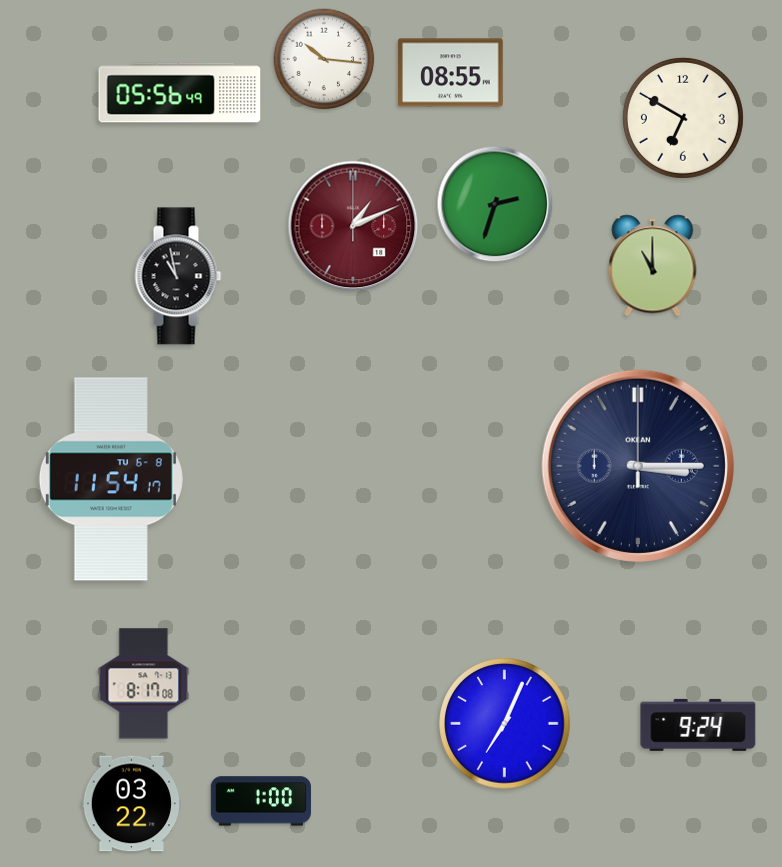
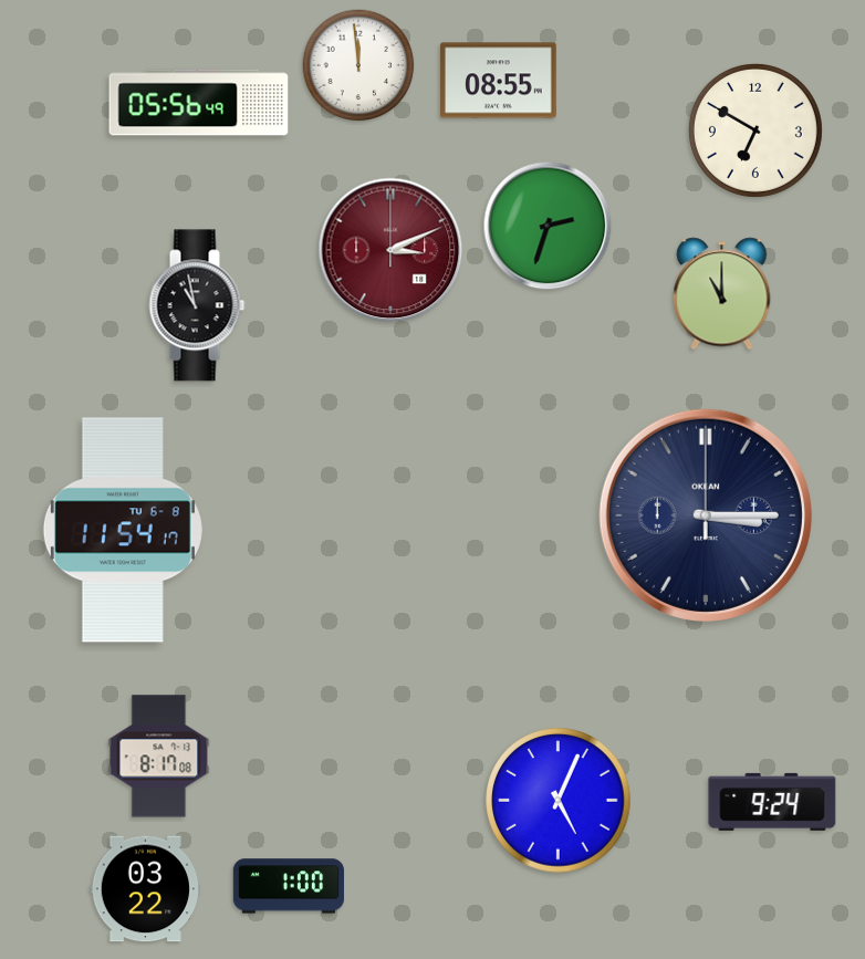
clock at (324, 59): 10:16 -> 11:59
clock at (353, 226): 1:11 -> 3:11
clock at (505, 724): 7:04 -> 5:04
